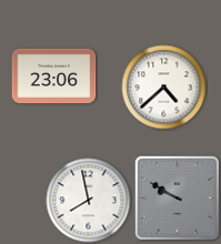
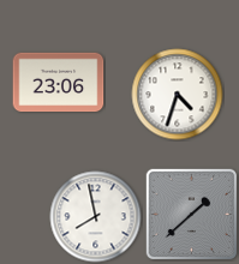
clock at (164, 88): 4:38 -> 4:33
clock at (177, 197): 9:50 -> 1:38
